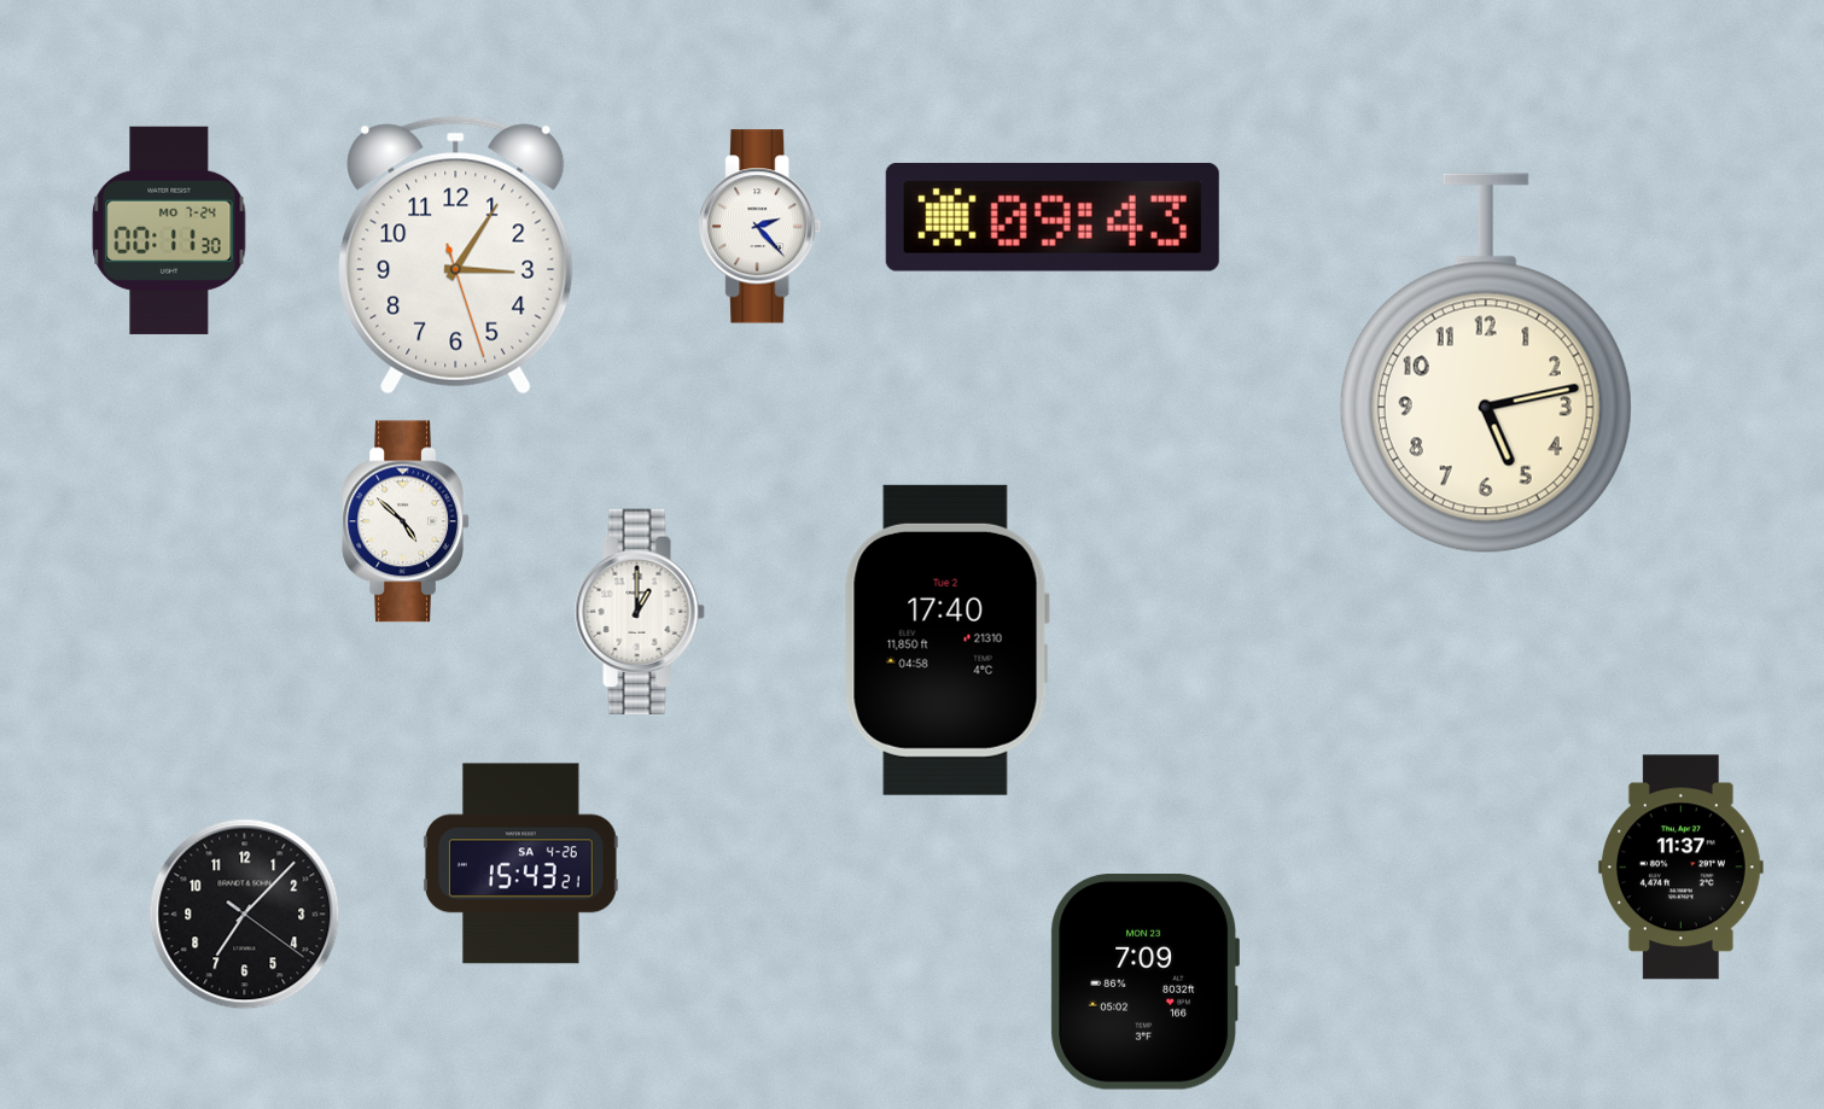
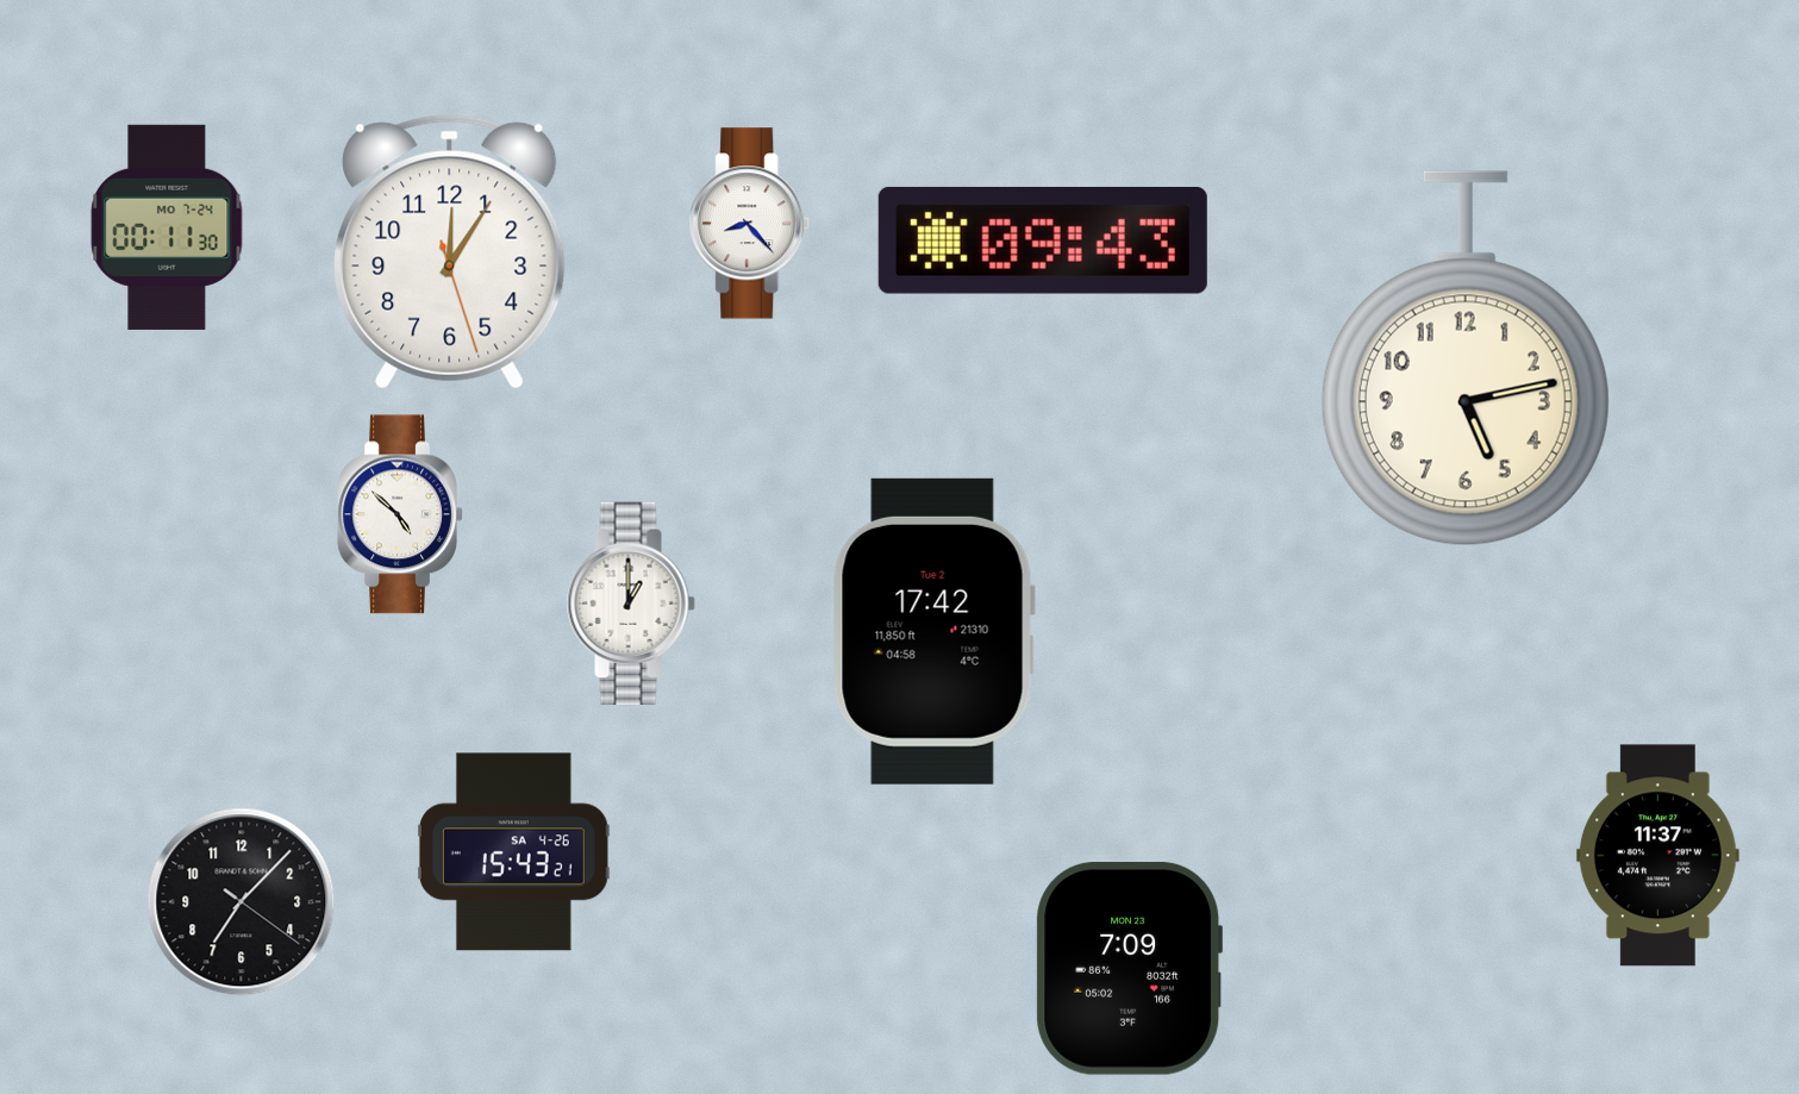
clock at (1053, 217) position: (1053, 217) -> (1043, 240)
clock at (761, 227): 2:23 -> 8:23
clock at (456, 256): 3:05 -> 12:05
clock at (946, 640): 17:40 -> 17:42
